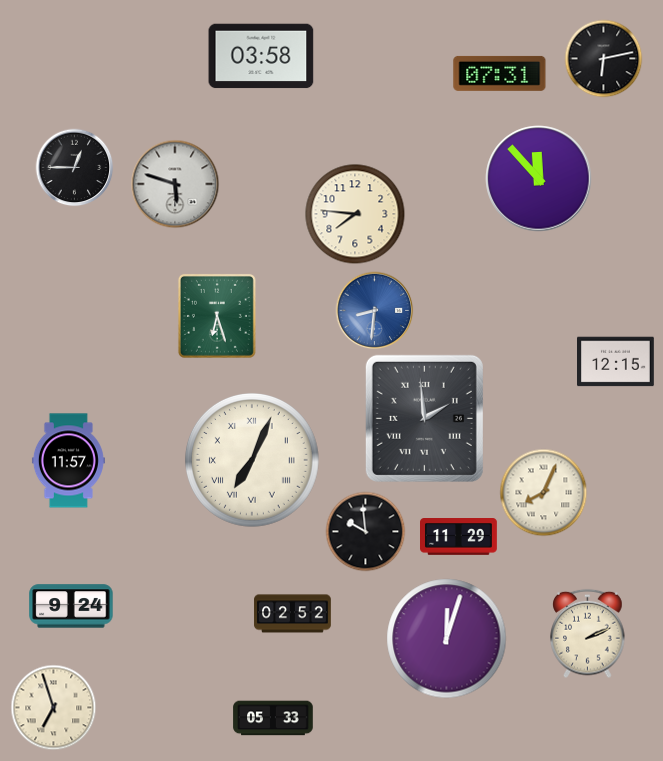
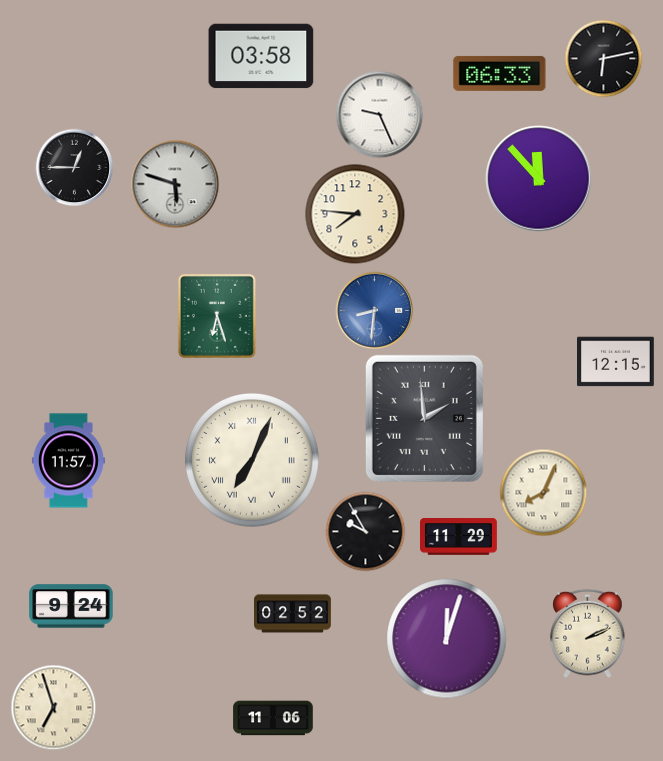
clock at (500, 73): 07:31 -> 06:33
clock at (379, 114): none -> 9:26
clock at (365, 531): 9:59 -> 9:55
clock at (273, 718): 05:33 -> 11:06
